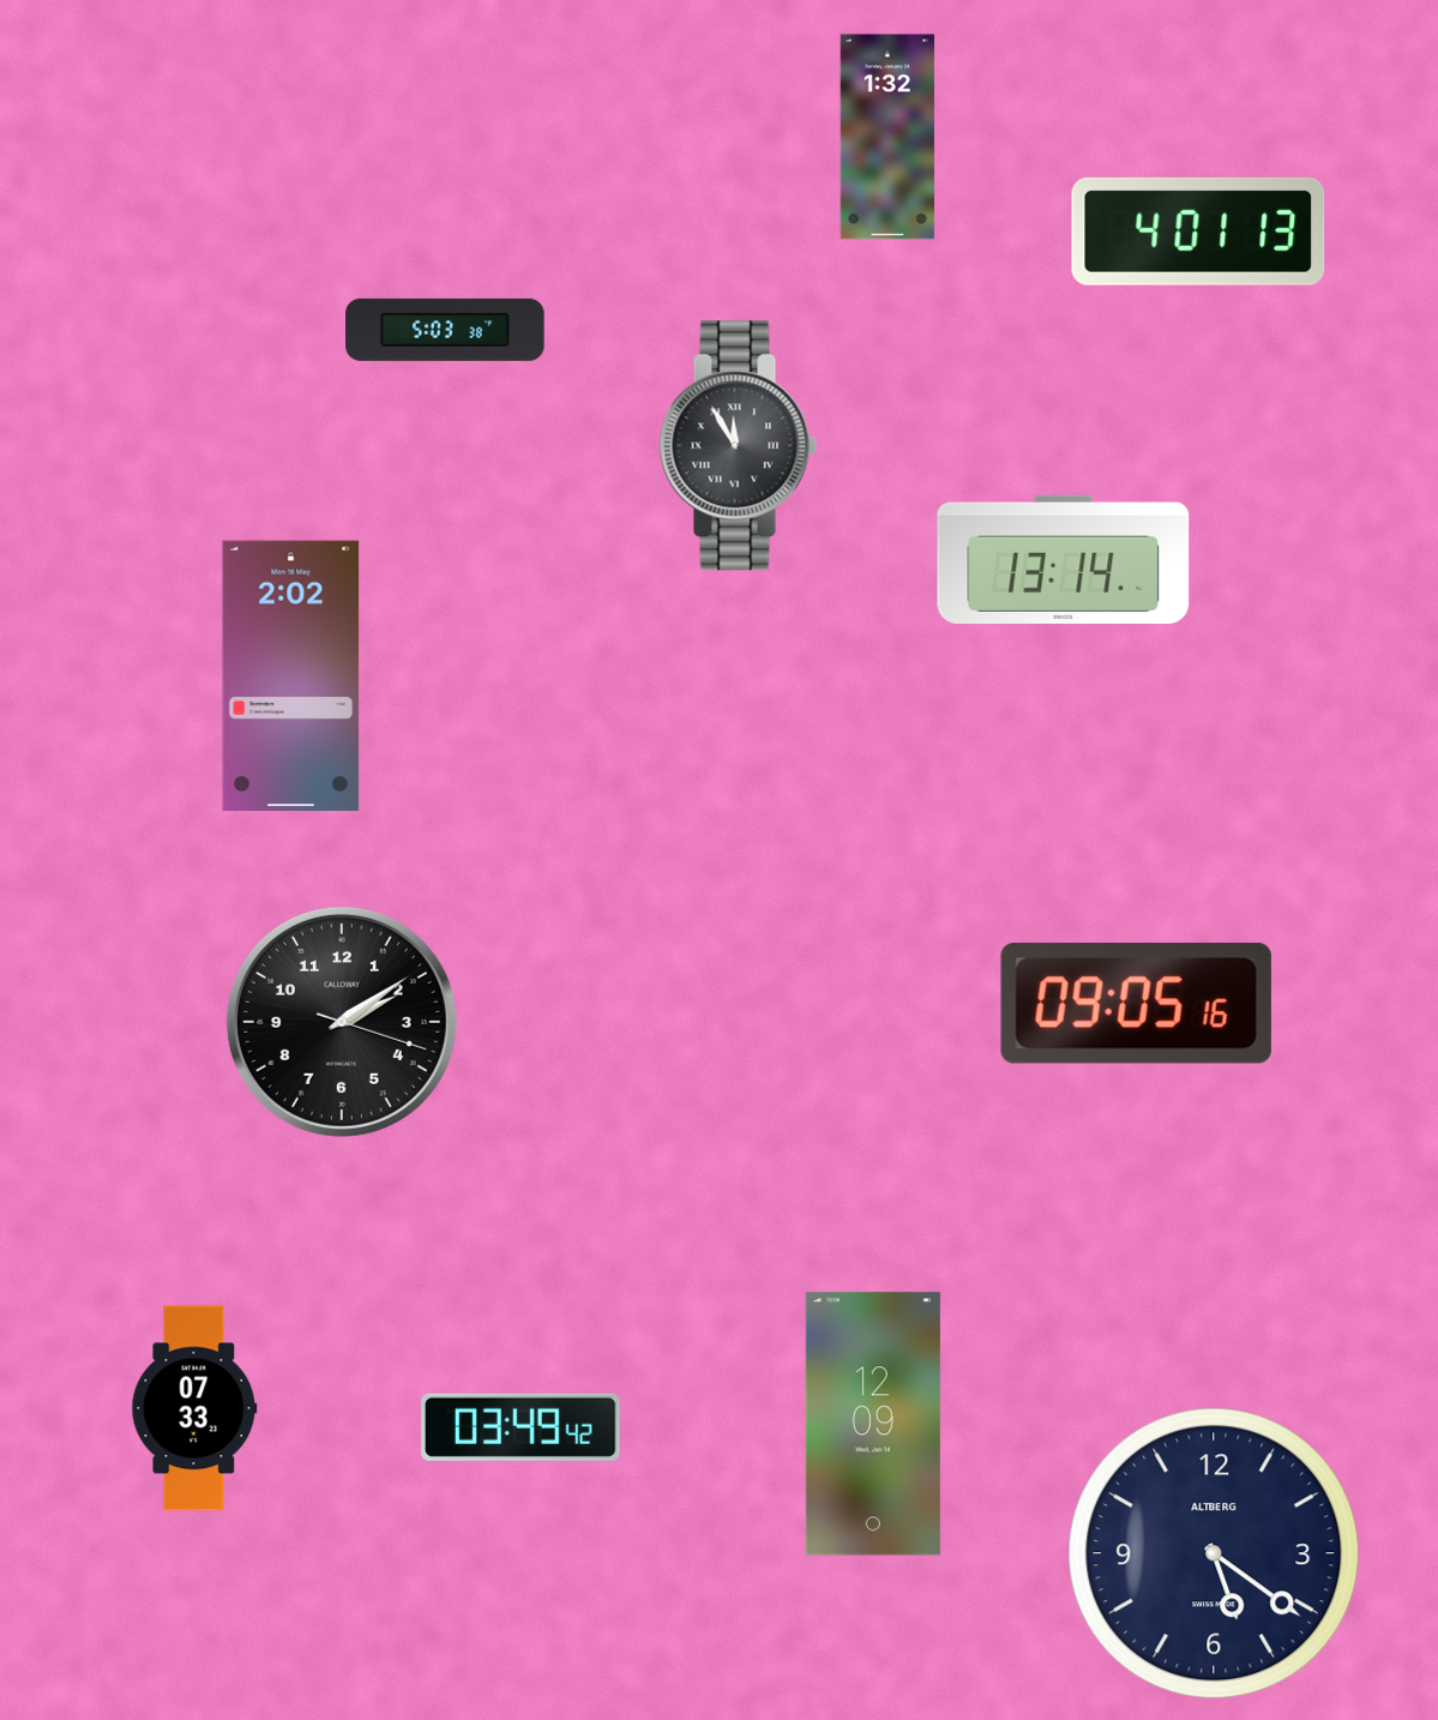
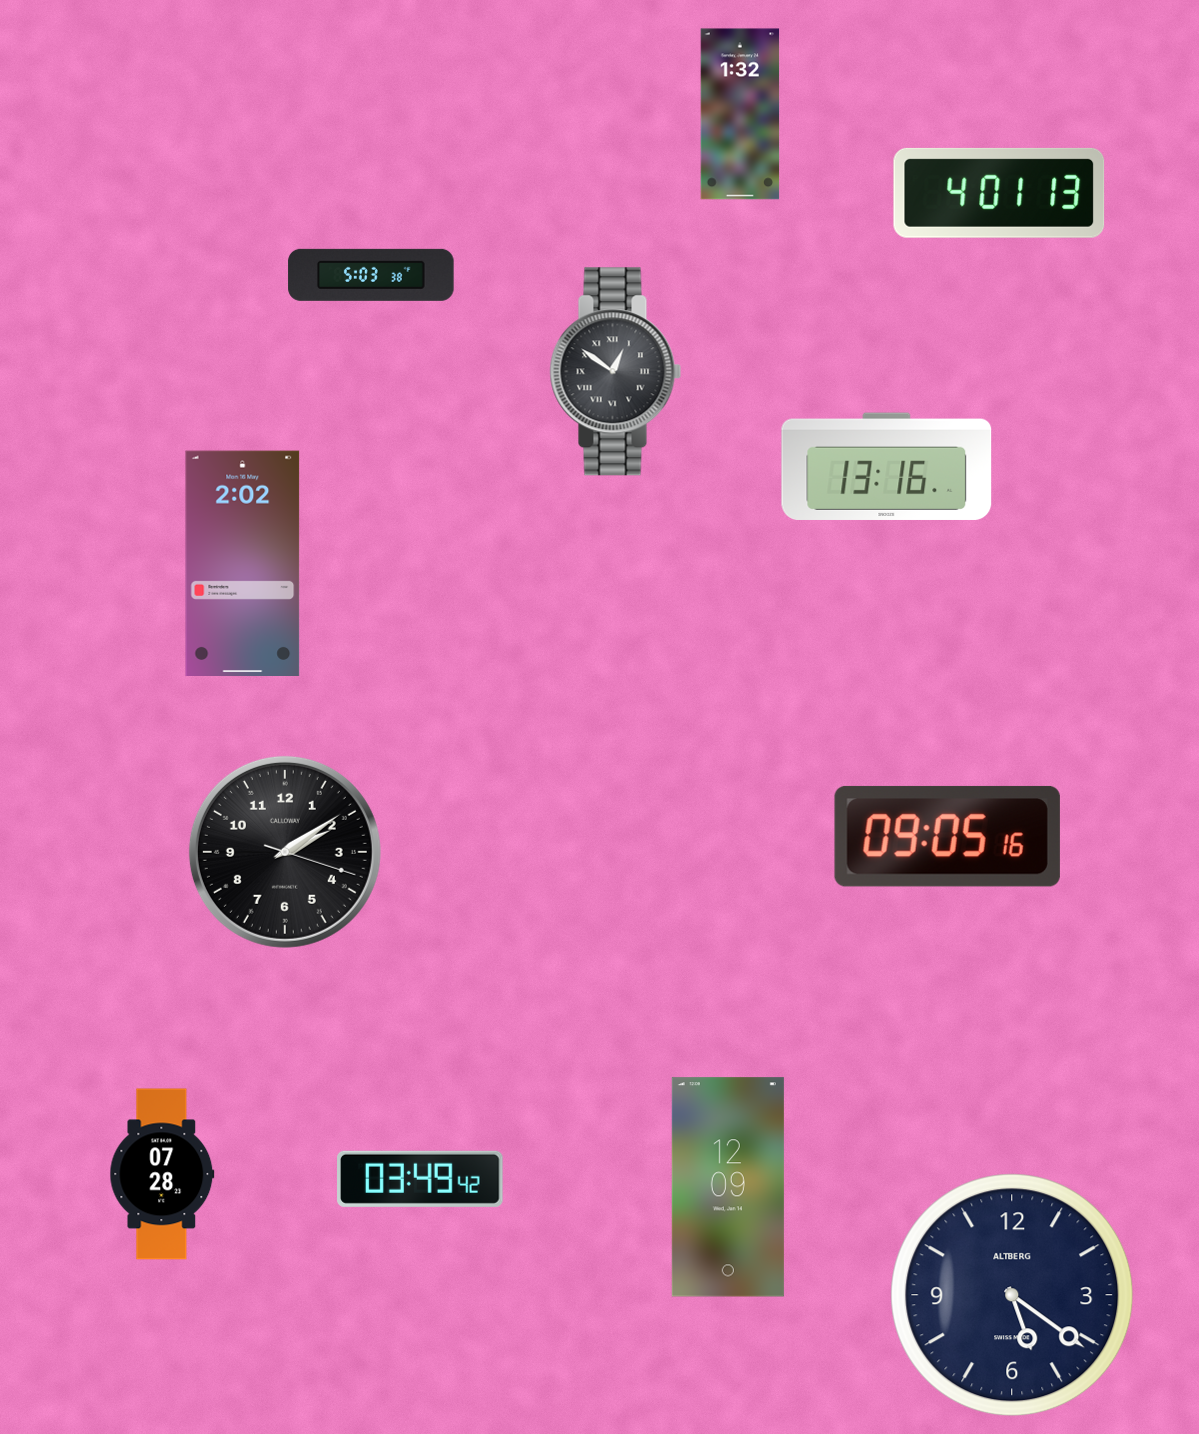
clock at (739, 446): 11:55 -> 12:51
clock at (1064, 559): 13:14 -> 13:16
clock at (194, 1408): 07:33 -> 07:28
clock at (521, 1427) position: (521, 1427) -> (420, 1179)
